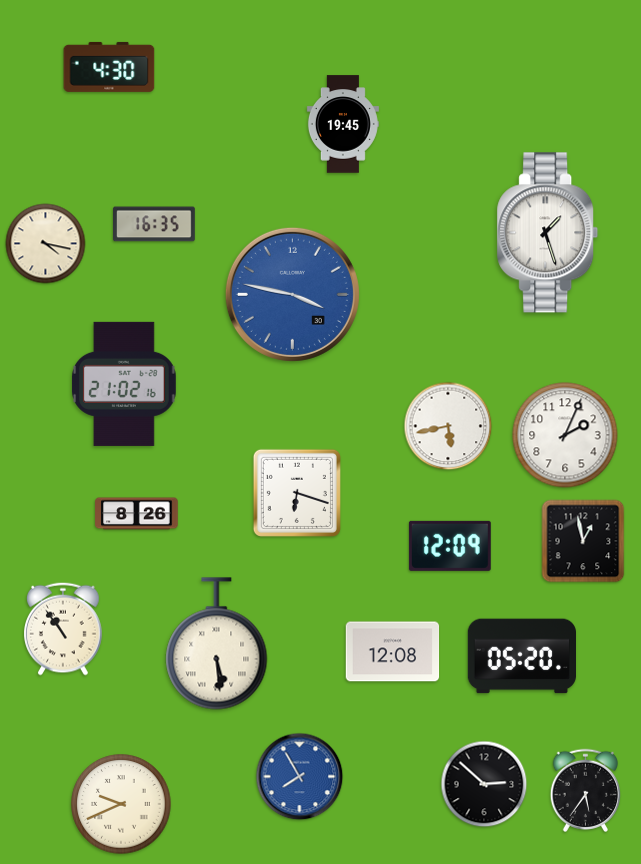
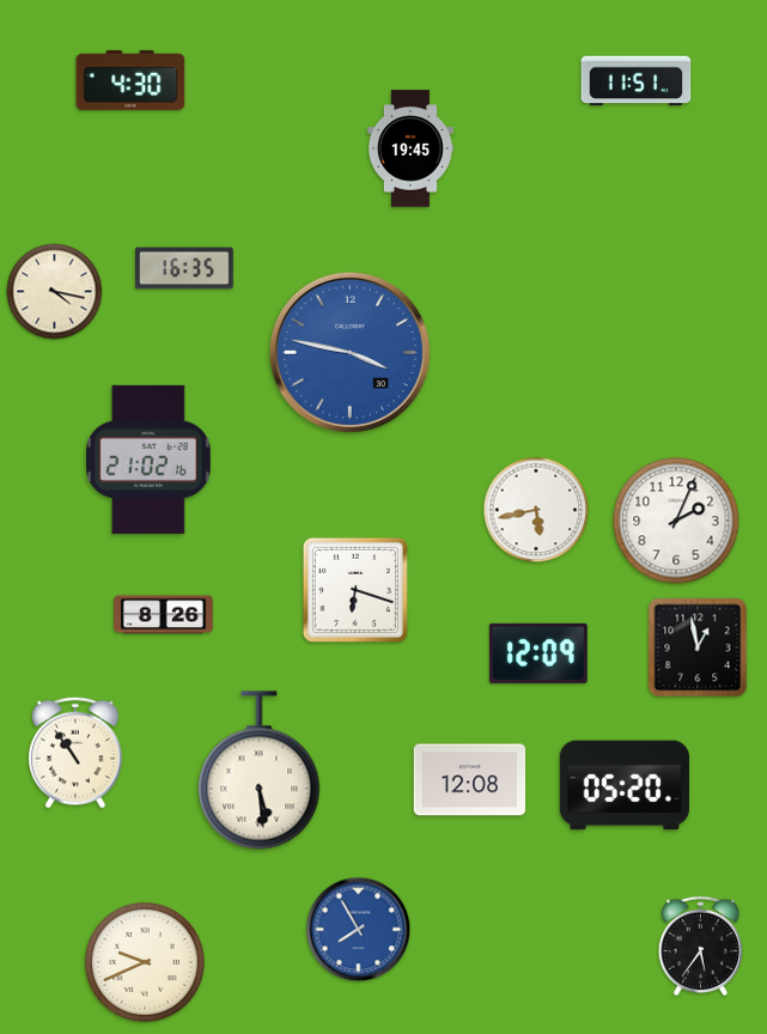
clock at (637, 81): none -> 11:51
clock at (548, 233): 1:27 -> none
clock at (484, 784): 2:52 -> none
